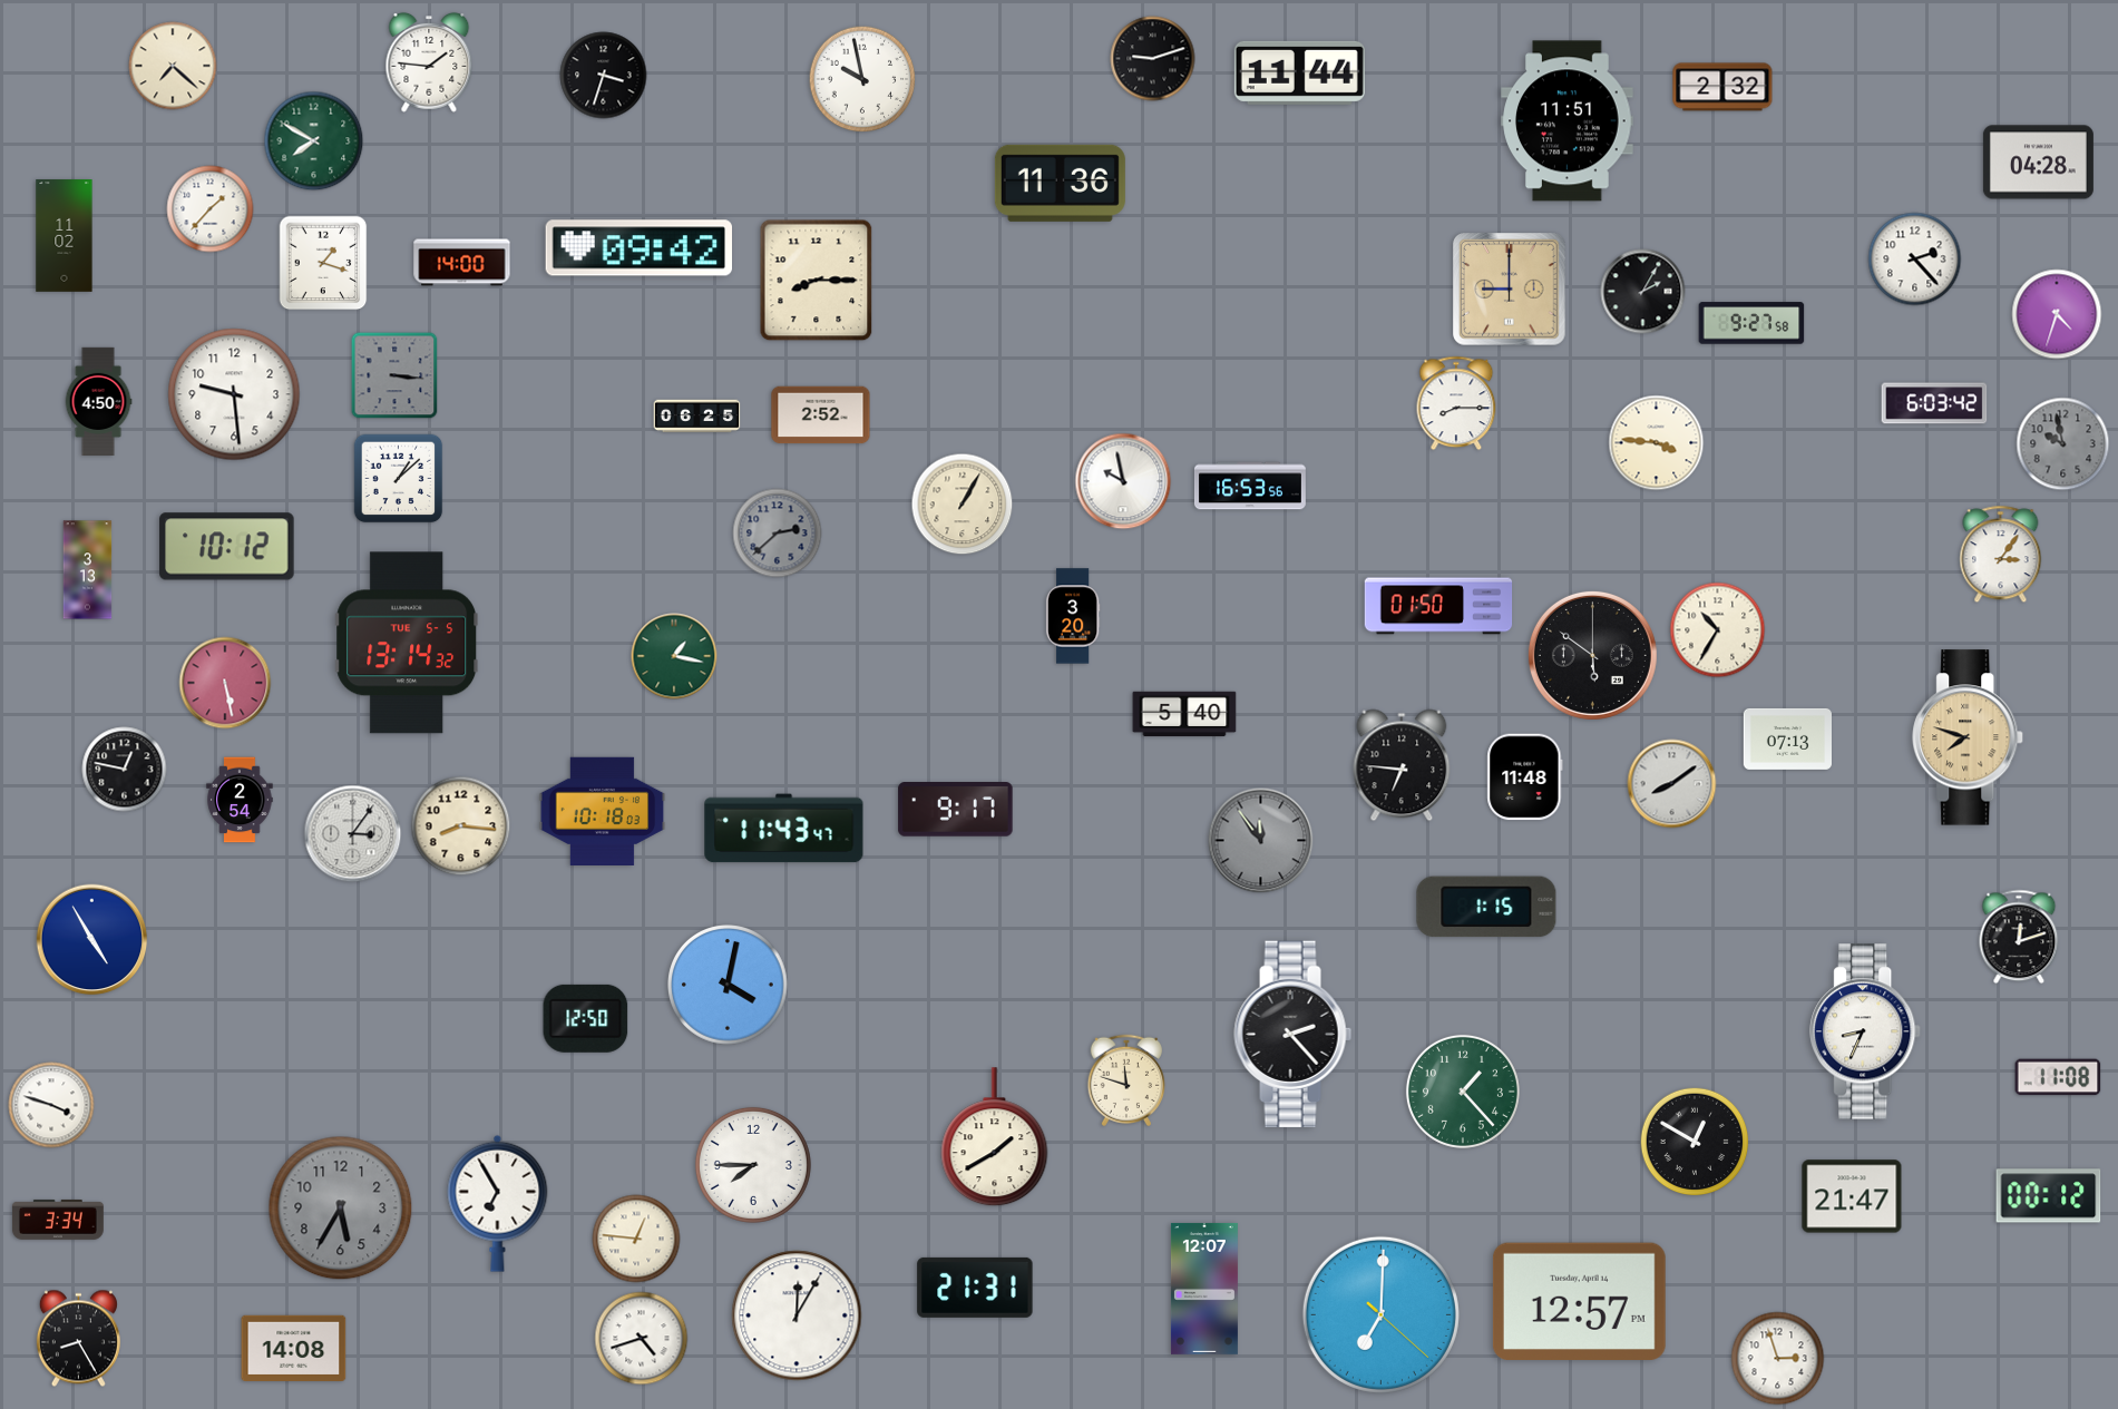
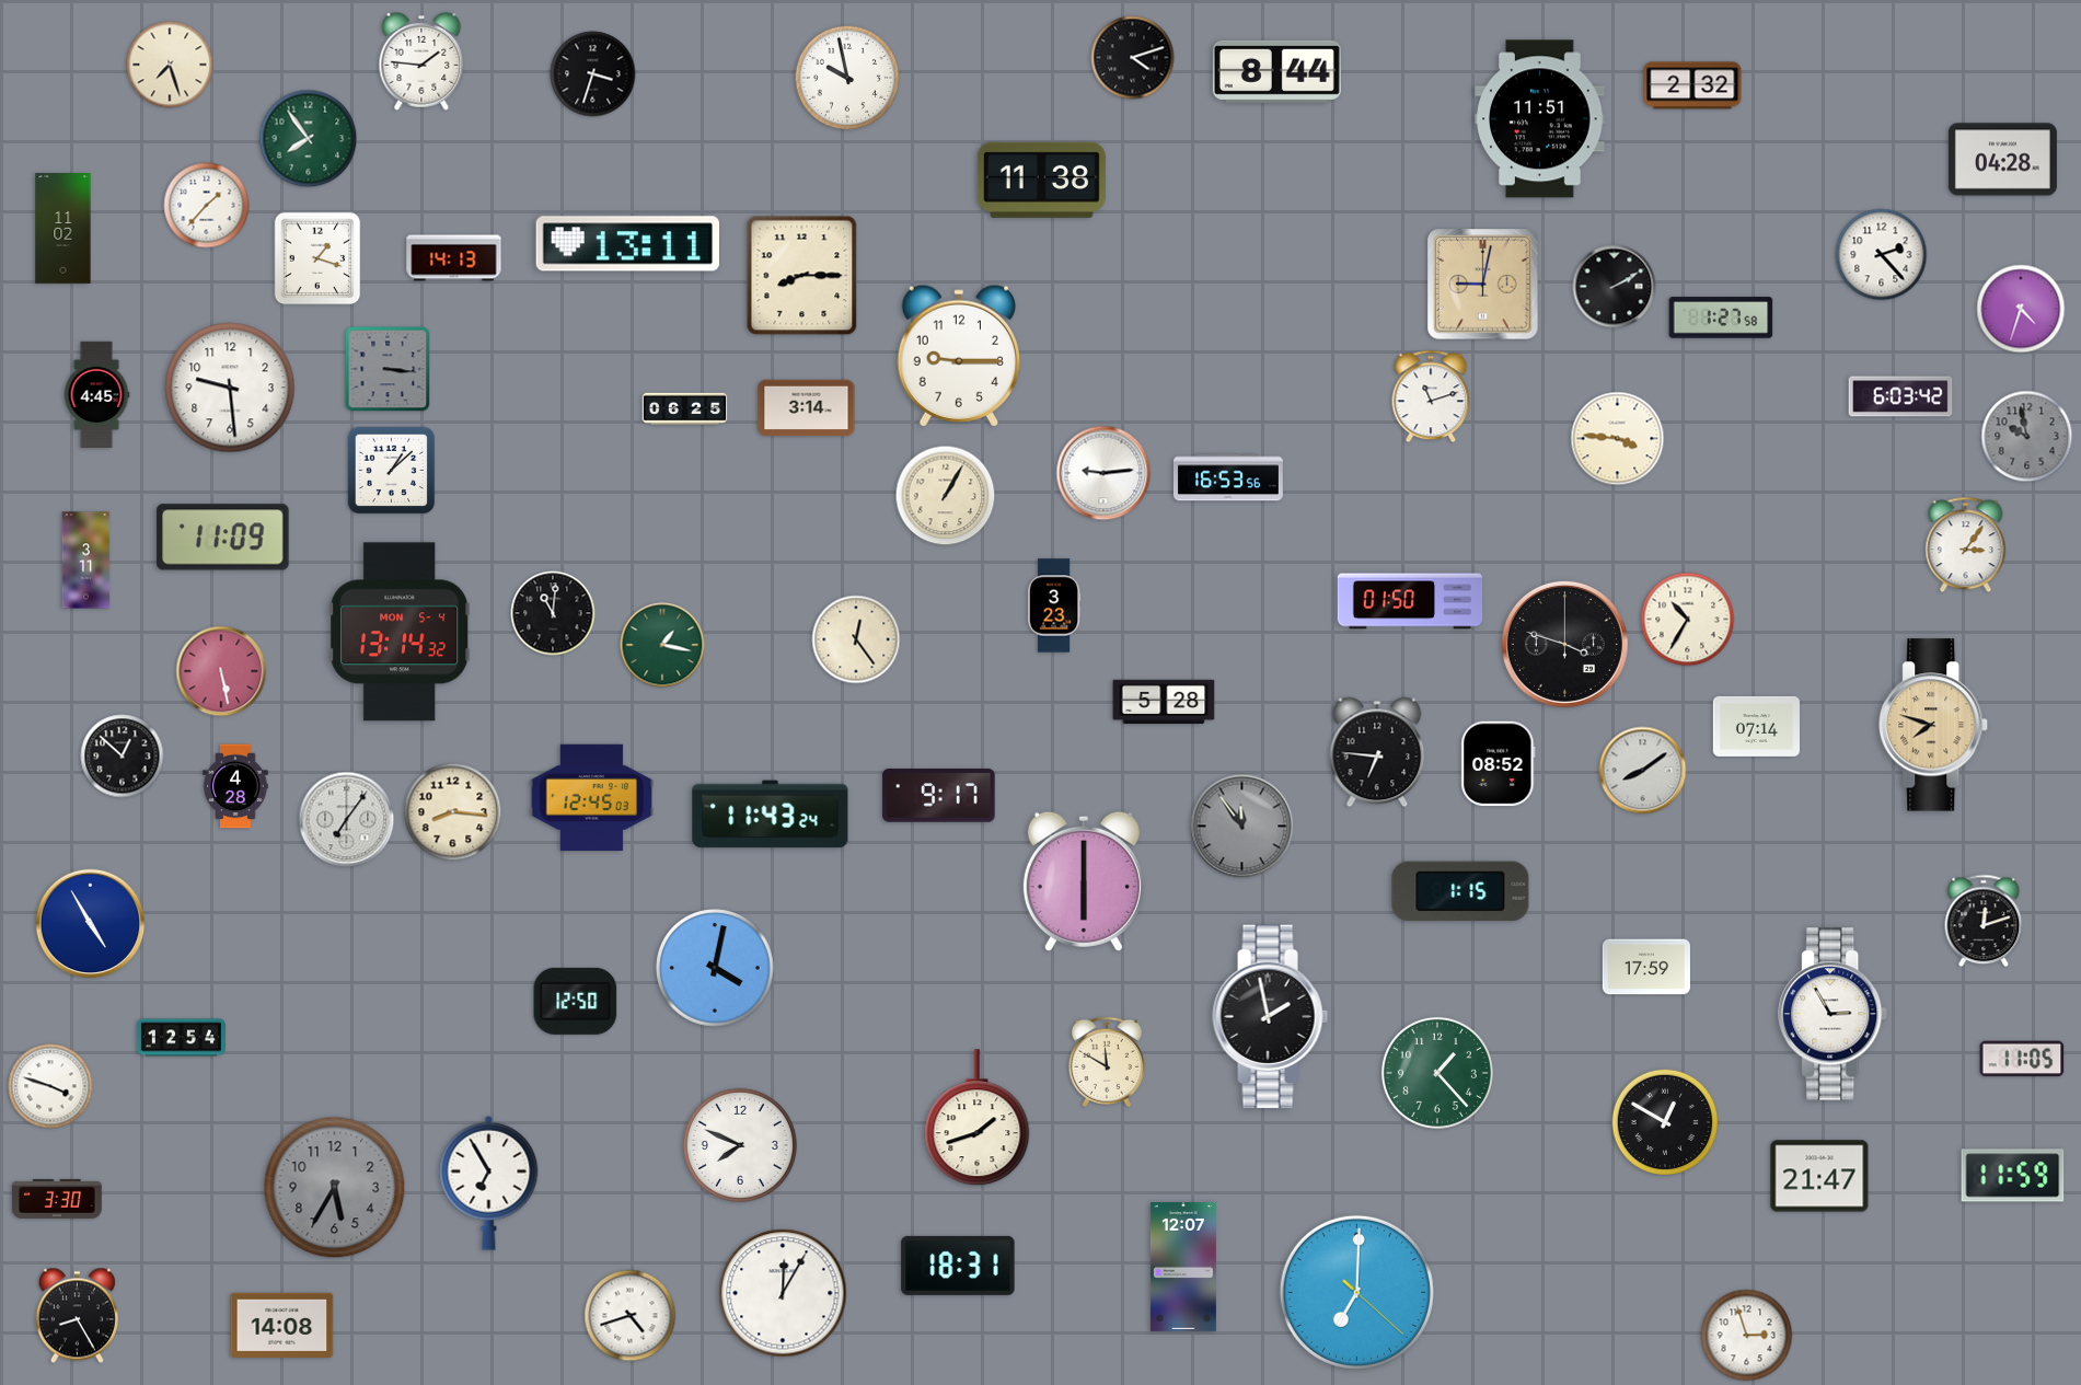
clock at (1153, 59): 9:12 -> 4:12
clock at (173, 66): 7:22 -> 7:27
clock at (1299, 72): 11:44 -> 8:44
clock at (314, 141): 7:50 -> 7:54
clock at (1060, 183): 11:36 -> 11:38
clock at (65, 236) position: (65, 236) -> (63, 229)
clock at (638, 248): 09:42 -> 13:11
clock at (462, 263): 14:00 -> 14:13
clock at (1510, 290): 9:00 -> 9:02
clock at (1643, 292): 2:05 -> 2:10
clock at (1751, 323): 9:27 -> 1:27
clock at (958, 356): none -> 9:15
clock at (98, 401): 4:50 -> 4:45
clock at (1456, 403): 8:15 -> 11:12
clock at (821, 415): 2:52 -> 3:14
clock at (1657, 443) position: (1657, 443) -> (1618, 439)
clock at (1123, 481): 9:58 -> 9:14
clock at (778, 534): 2:38 -> none
clock at (227, 547): 10:12 -> 11:09
clock at (88, 570): 3:13 -> 3:11
clock at (1438, 606) position: (1438, 606) -> (1410, 601)
clock at (1073, 616): 3:20 -> 3:23
clock at (553, 613): none -> 11:01
clock at (407, 643) date: TUE 5-5 -> MON 5-4
clock at (856, 639): none -> 12:24
clock at (1592, 655): 5:51 -> 3:48
clock at (1184, 714): 5:40 -> 5:28
clock at (1787, 738): 07:13 -> 07:14
clock at (125, 770): 12:47 -> 12:52
clock at (1525, 777): 11:48 -> 08:52
clock at (240, 800): 2:54 -> 4:28
clock at (603, 811): 10:18 -> 12:45
clock at (784, 829): 11:43:47 -> 11:43:24
clock at (353, 834): 3:06 -> 7:06
clock at (1261, 841) position: (1261, 841) -> (1242, 827)
clock at (1084, 881): none -> 6:00
clock at (1646, 967): none -> 17:59
clock at (1866, 1031): 8:34 -> 2:55
clock at (1294, 1035): 2:23 -> 1:58
clock at (181, 1038): none -> 12:54
clock at (2058, 1077): 11:08 -> 11:05
clock at (1125, 1080): 11:48 -> 11:50
clock at (995, 1137): 1:40 -> 1:42
clock at (753, 1165): 7:45 -> 7:49
clock at (2049, 1196): 00:12 -> 11:59
clock at (58, 1220): 3:34 -> 3:30
clock at (636, 1239): 12:46 -> none
clock at (975, 1288): 21:31 -> 18:31
clock at (1579, 1301): 12:57 -> none
clock at (294, 1348) position: (294, 1348) -> (282, 1325)
